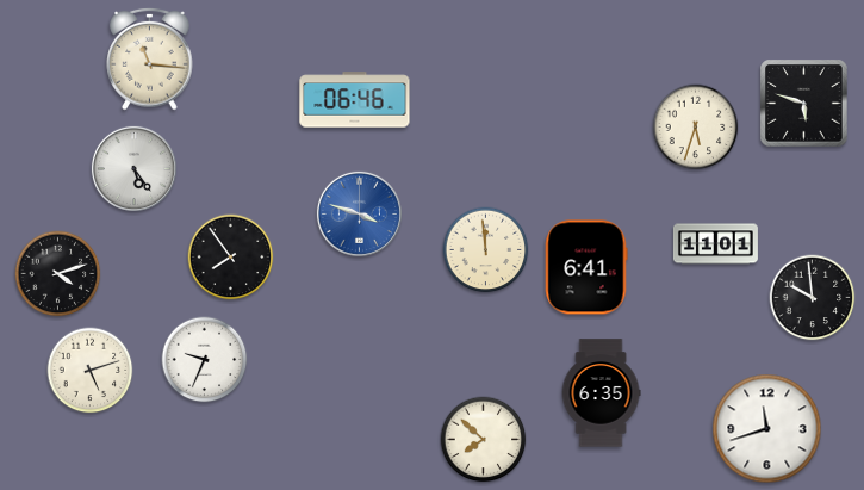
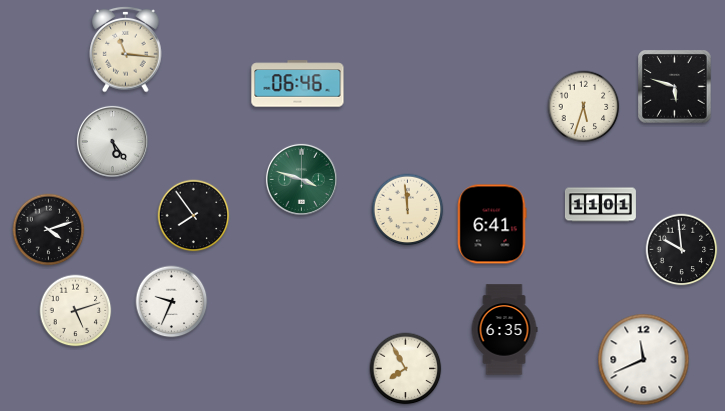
clock at (359, 213) dial: blue -> green
clock at (767, 429): 11:42 -> 11:41
clock at (484, 440): 7:52 -> 7:55
